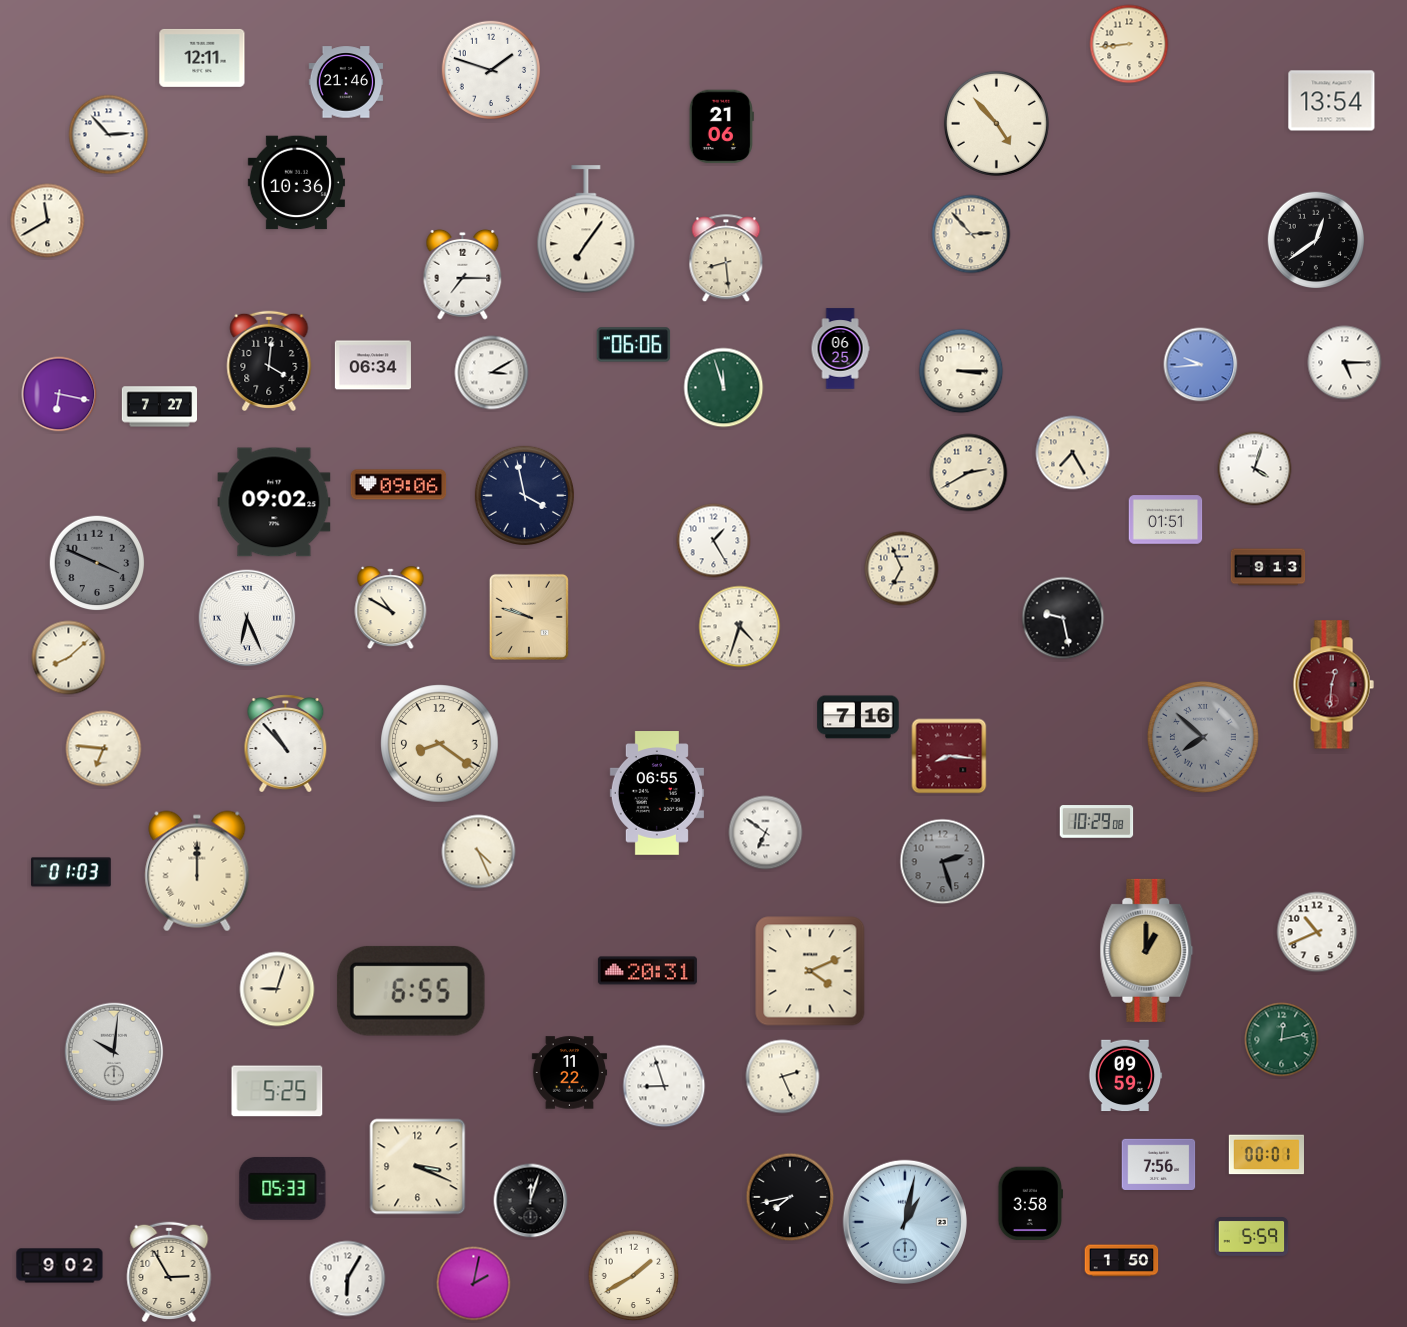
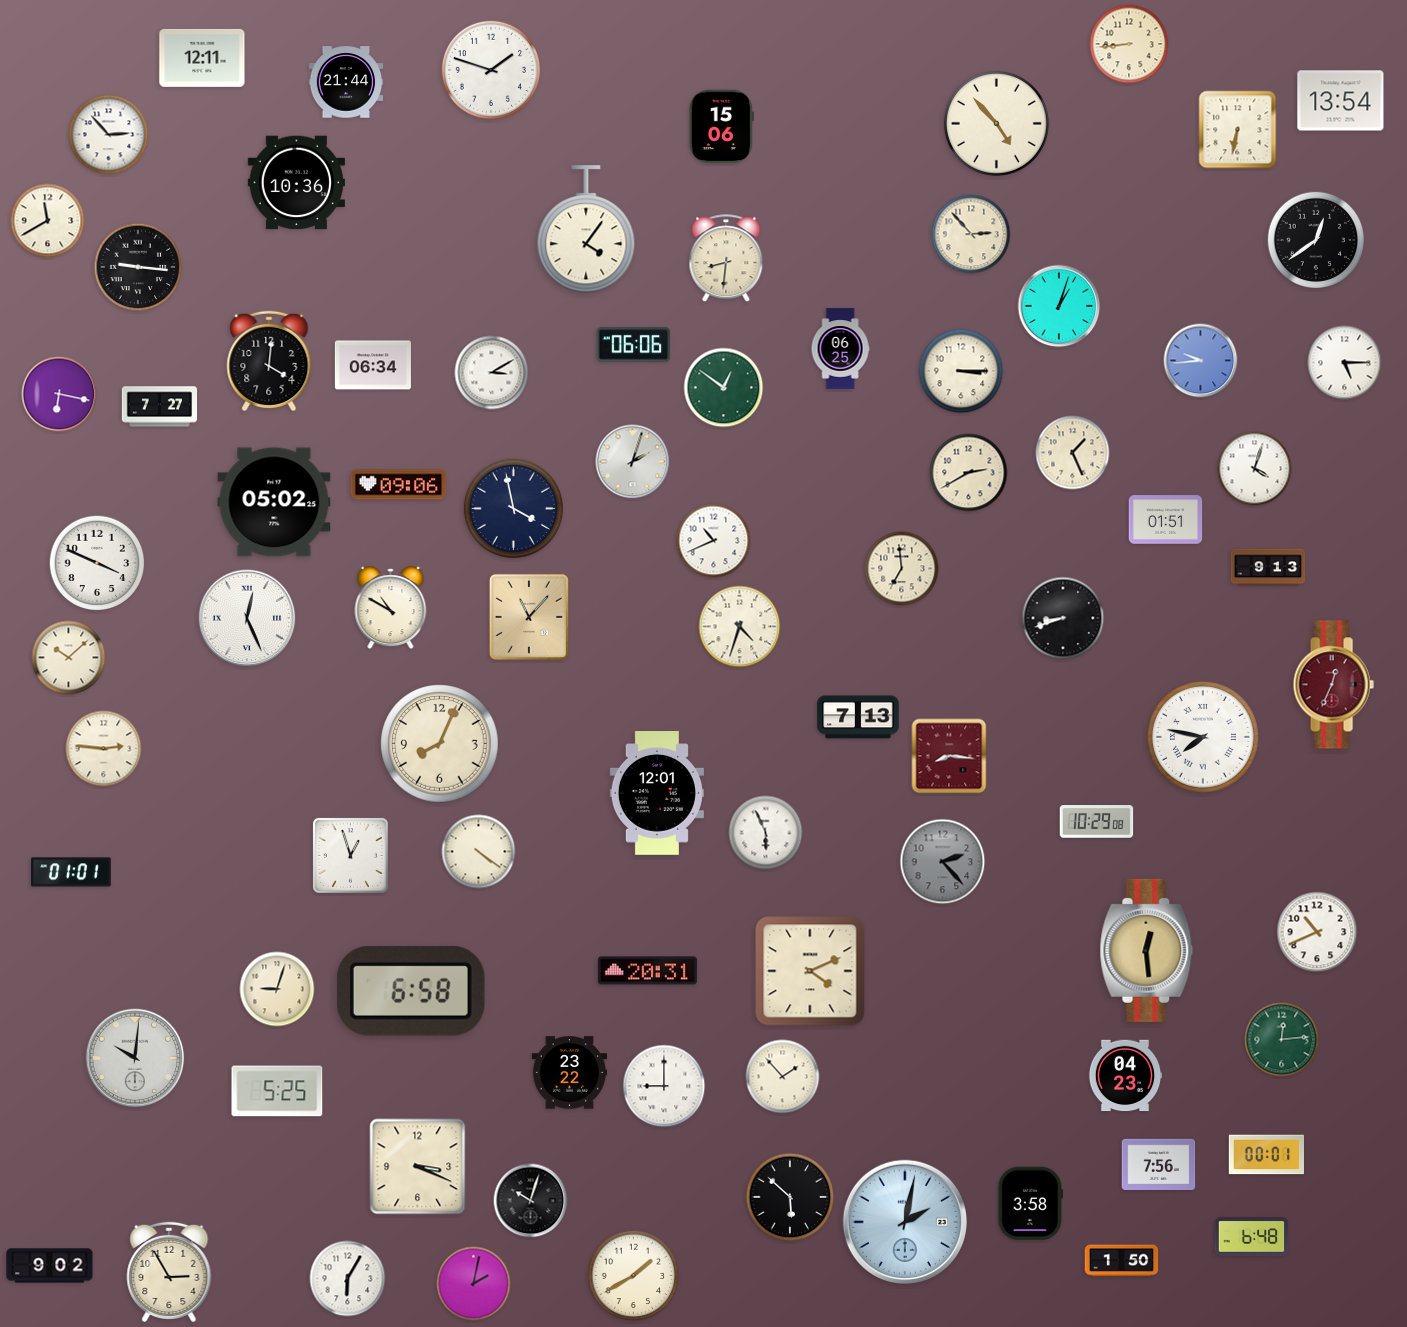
clock at (346, 82): 21:46 -> 21:44
clock at (1332, 101) position: (1332, 101) -> (1341, 101)
clock at (721, 127): 21:06 -> 15:06
clock at (1238, 130): none -> 6:32
clock at (586, 230): 7:06 -> 4:06
clock at (726, 259): 8:29 -> 8:31
clock at (138, 267): none -> 9:16
clock at (463, 274): 7:15 -> none
clock at (1059, 306): none -> 1:03
clock at (1201, 365) position: (1201, 365) -> (1201, 361)
clock at (724, 388): 11:57 -> 12:51
clock at (1073, 453): 7:25 -> 1:26
clock at (633, 462): none -> 2:03
clock at (524, 495) position: (524, 495) -> (513, 508)
clock at (274, 502): 09:02 -> 05:02
clock at (714, 541): 1:25 -> 10:41
clock at (97, 563) dial: grey -> white
clock at (902, 569): 6:56 -> 6:59
clock at (529, 617): 9:48 -> 11:07
clock at (247, 618): 6:26 -> 12:26
clock at (1063, 618): 9:28 -> 8:42
clock at (69, 658): 8:08 -> 10:08
clock at (1333, 685): 12:31 -> 12:34
clock at (858, 717): 7:16 -> 7:13
clock at (1203, 737): 7:52 -> 7:47
clock at (1203, 737) dial: grey -> white
clock at (286, 744): 10:53 -> none
clock at (440, 744): 8:21 -> 8:04
clock at (104, 749): 6:46 -> 2:46
clock at (657, 793): 06:55 -> 12:01
clock at (766, 833): 6:51 -> 5:56
clock at (479, 852): 4:26 -> 4:21
clock at (350, 855): none -> 12:57
clock at (943, 862): 2:27 -> 2:23
clock at (197, 871): 12:00 -> none
clock at (71, 872): 01:03 -> 01:01
clock at (1147, 950): 1:00 -> 12:29
clock at (411, 991): 6:55 -> 6:58
clock at (1282, 1040): 12:13 -> 12:14
clock at (114, 1052) position: (114, 1052) -> (135, 1058)
clock at (569, 1073): 11:22 -> 23:22
clock at (1125, 1076): 09:59 -> 04:23
clock at (783, 1077): 2:26 -> 1:53
clock at (664, 1086): 8:57 -> 9:00
clock at (283, 1188): 05:33 -> none
clock at (790, 1197): 7:43 -> 5:52
clock at (531, 1201): 12:03 -> 10:03
clock at (905, 1222): 1:02 -> 2:02
clock at (1252, 1237): 5:59 -> 6:48
clock at (60, 1266) position: (60, 1266) -> (50, 1266)
